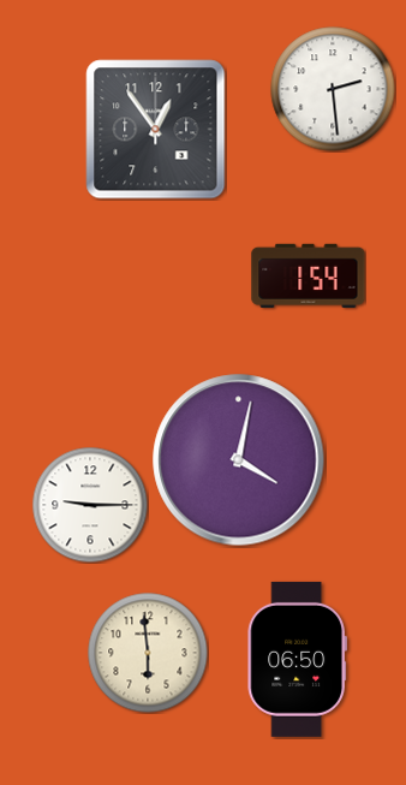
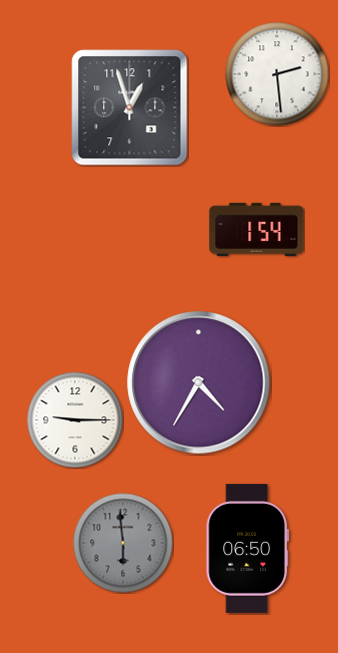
clock at (156, 130): 12:54 -> 12:57
clock at (239, 460): 4:02 -> 4:35
clock at (148, 653) dial: cream -> grey
